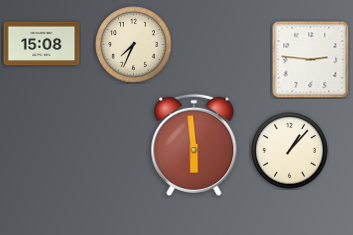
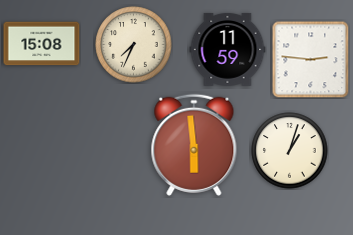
clock at (228, 49): none -> 11:59
clock at (290, 151): 1:07 -> 1:03
